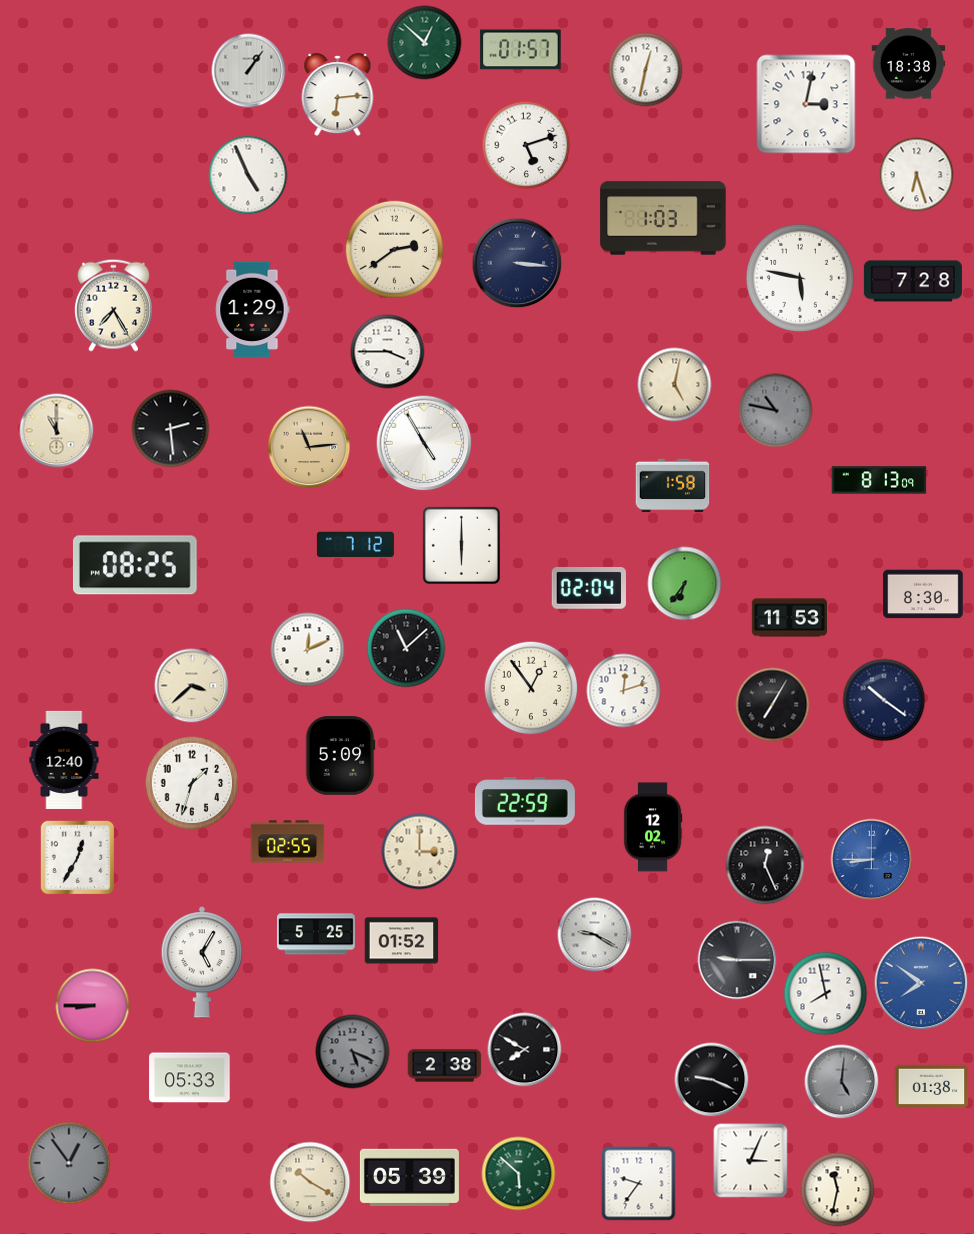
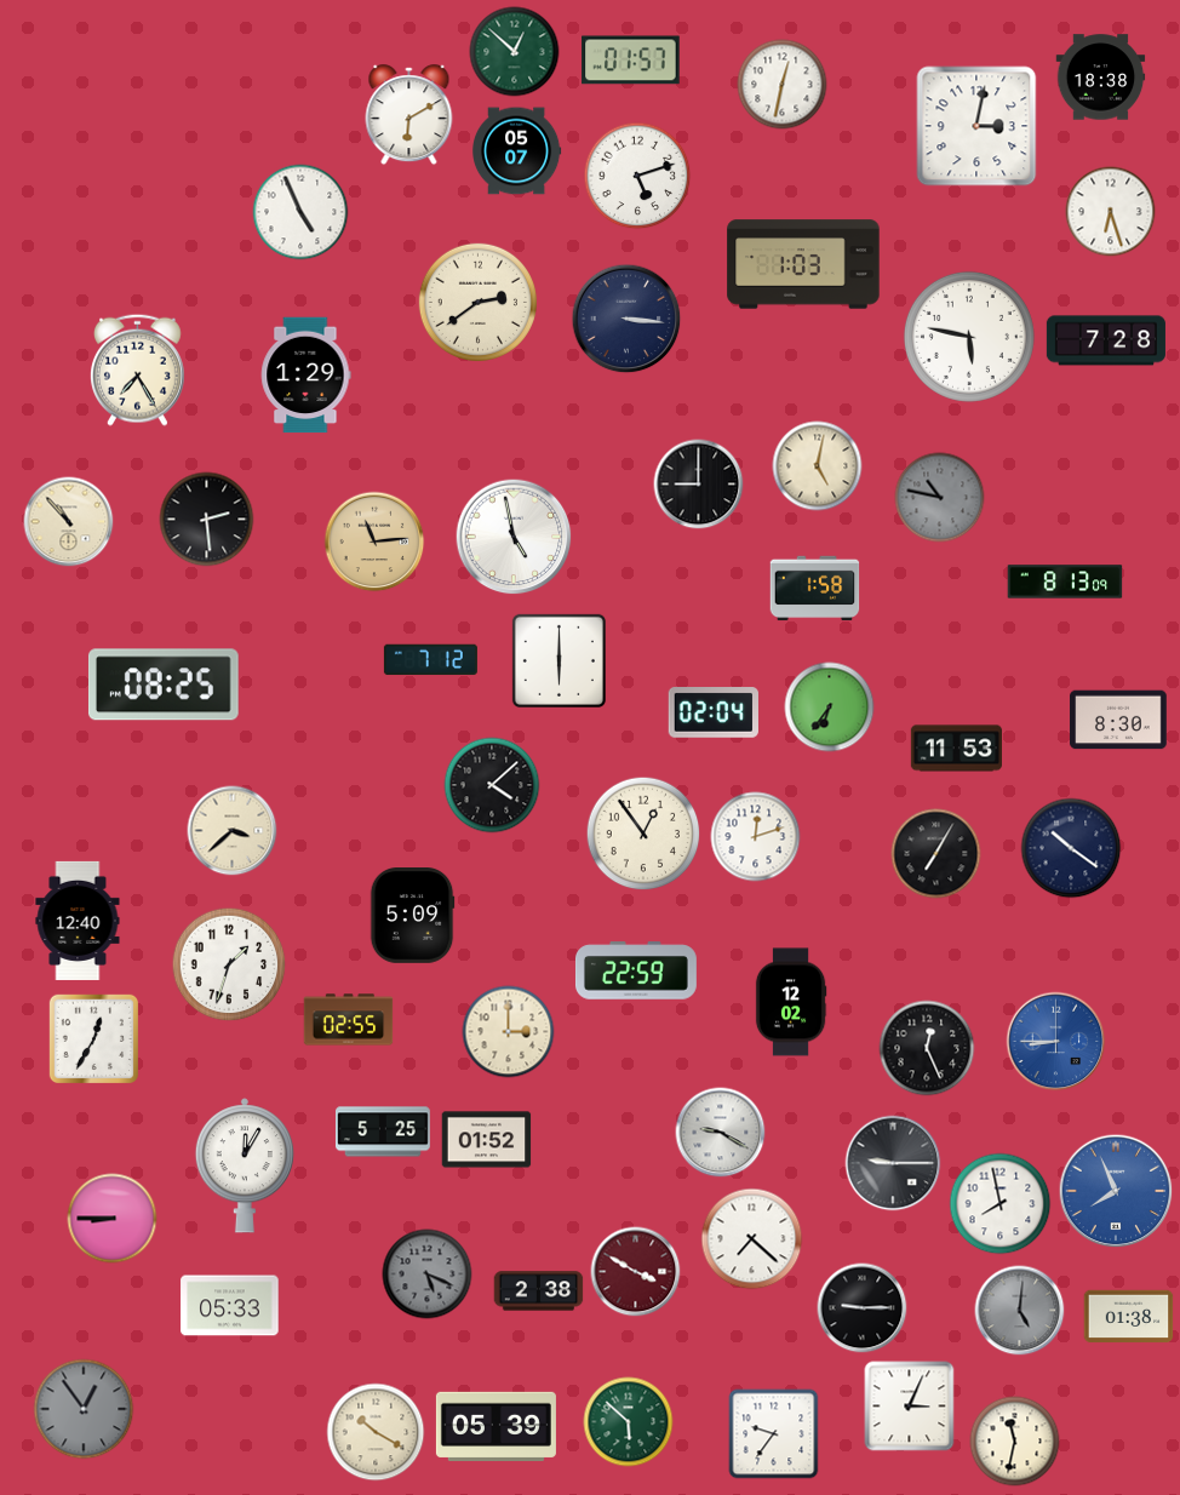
clock at (249, 71): 1:06 -> none
clock at (338, 95): 6:14 -> 6:10
clock at (517, 151): none -> 05:07
clock at (388, 352): 3:45 -> none
clock at (699, 485): none -> 9:00
clock at (57, 431): 11:00 -> 10:53
clock at (424, 443): 4:55 -> 4:58
clock at (406, 648): 11:08 -> 4:08
clock at (308, 650): 12:11 -> none
clock at (192, 783) position: (192, 783) -> (229, 964)
clock at (202, 962): 5:05 -> 12:05
clock at (921, 983): 7:51 -> 7:56
clock at (752, 1239): none -> 7:22
clock at (525, 1050): 7:50 -> 3:50
clock at (525, 1050) dial: black -> burgundy
clock at (712, 1080): 9:19 -> 9:15
